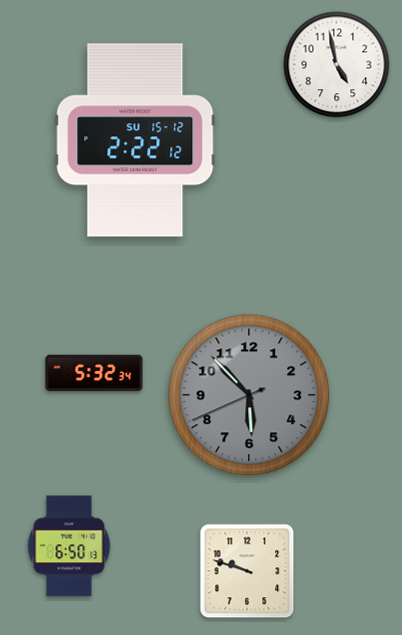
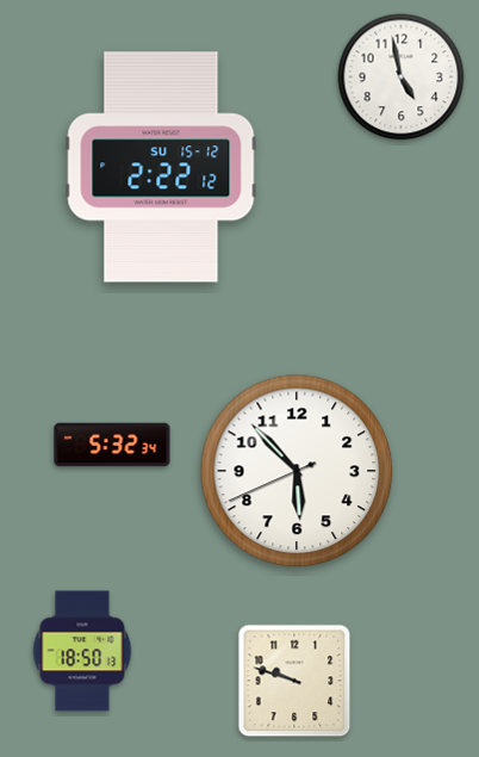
clock at (249, 395) dial: grey -> white
clock at (69, 546): 6:50 -> 18:50
